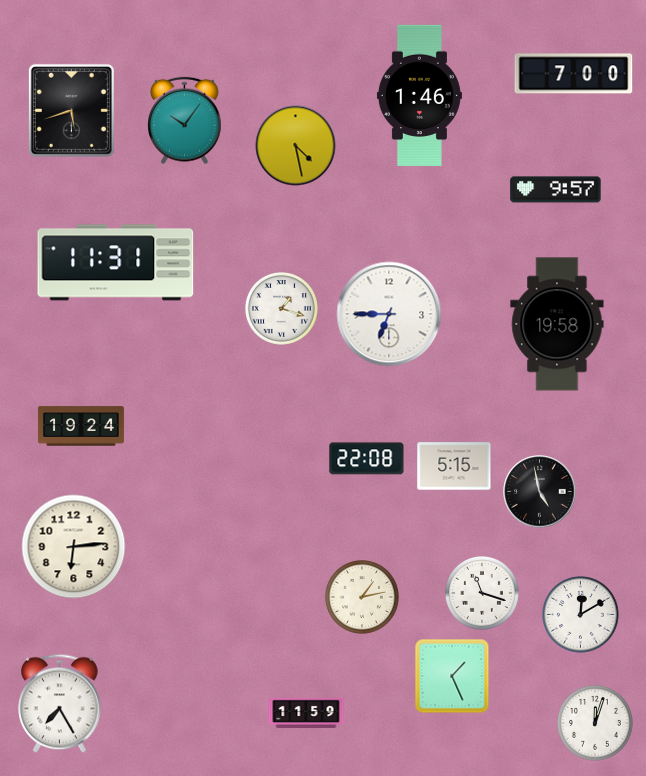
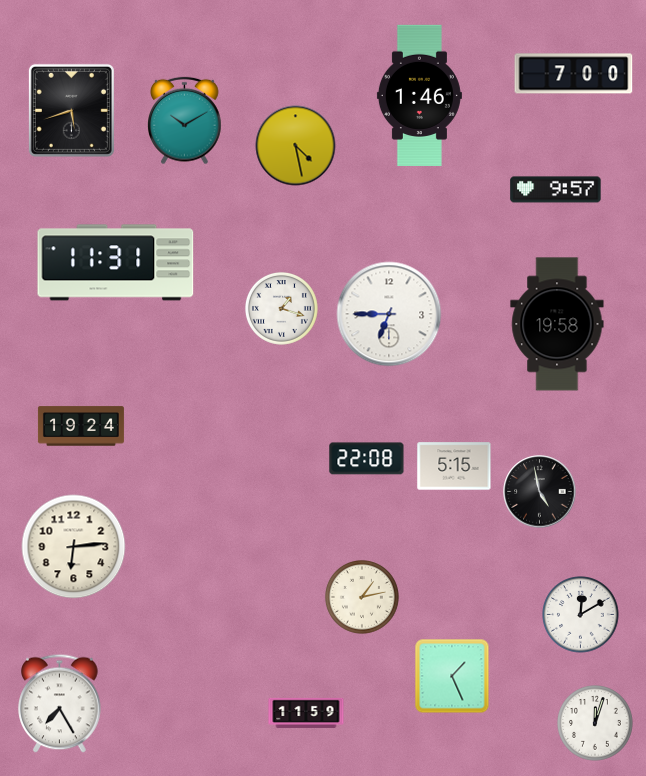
clock at (185, 121): 10:06 -> 10:10
clock at (482, 593): 11:18 -> none
